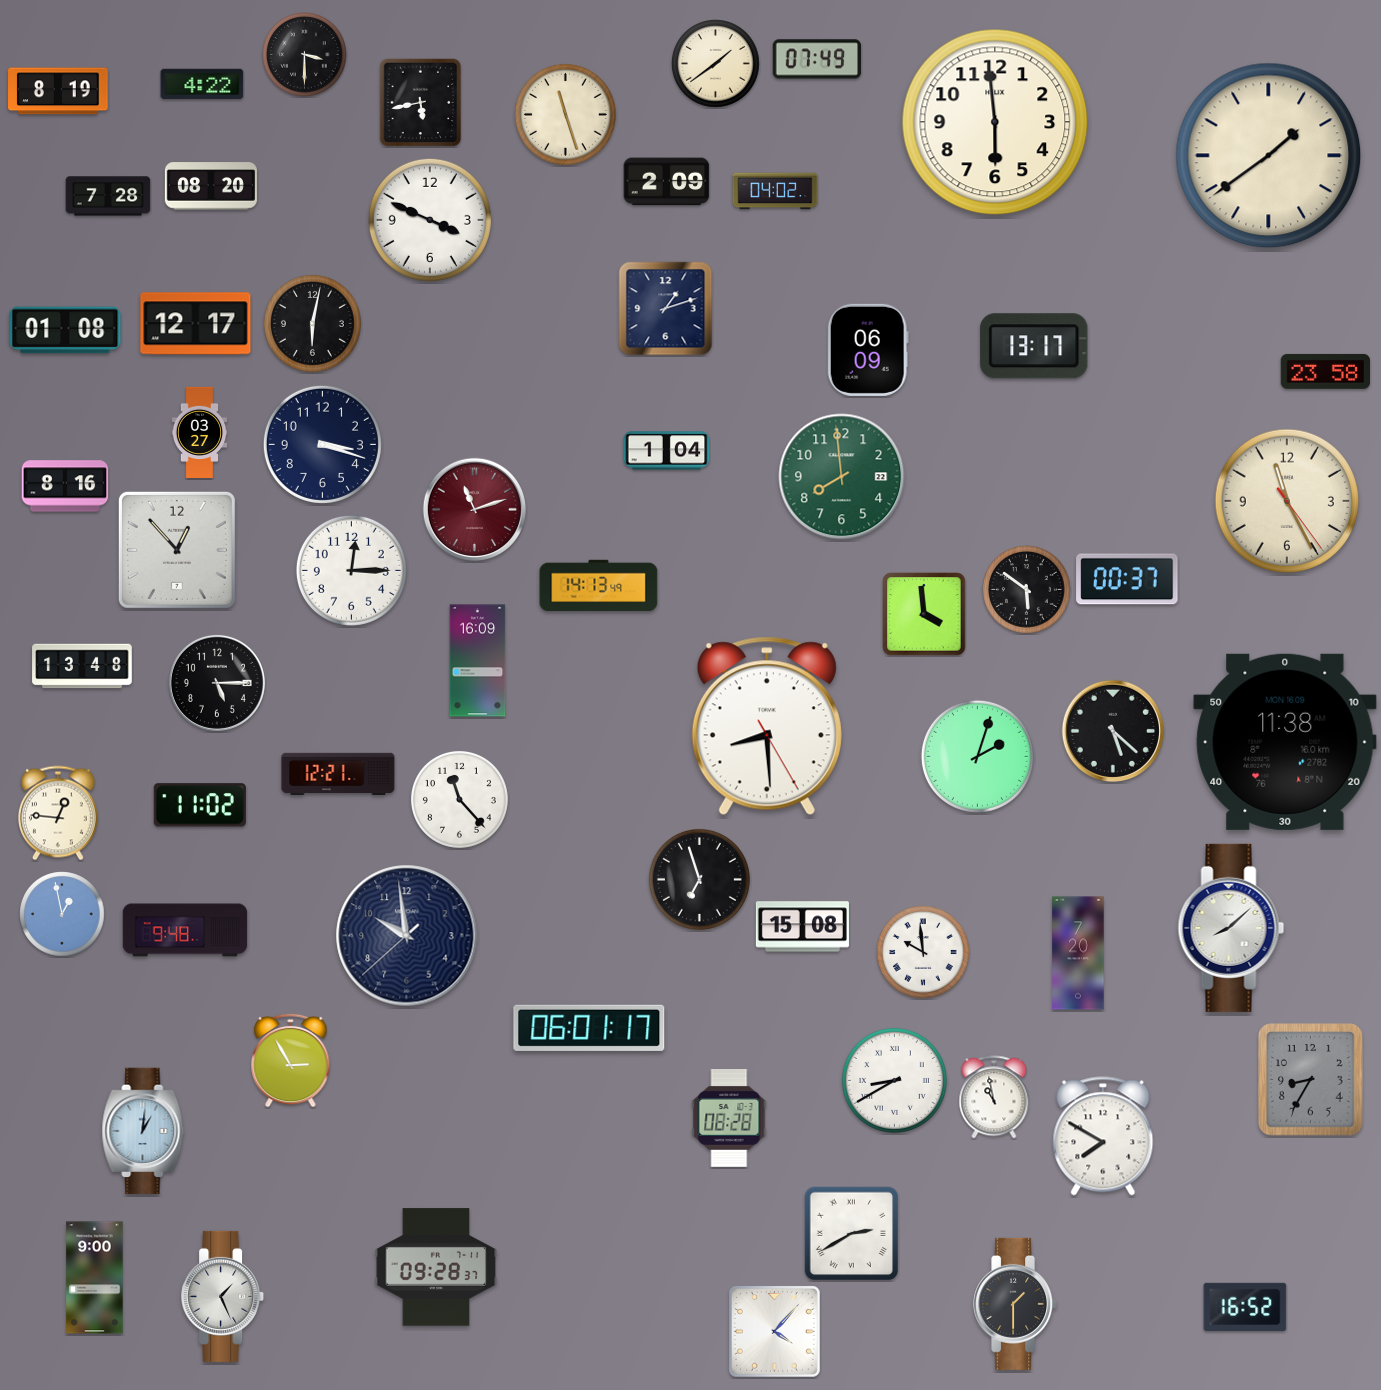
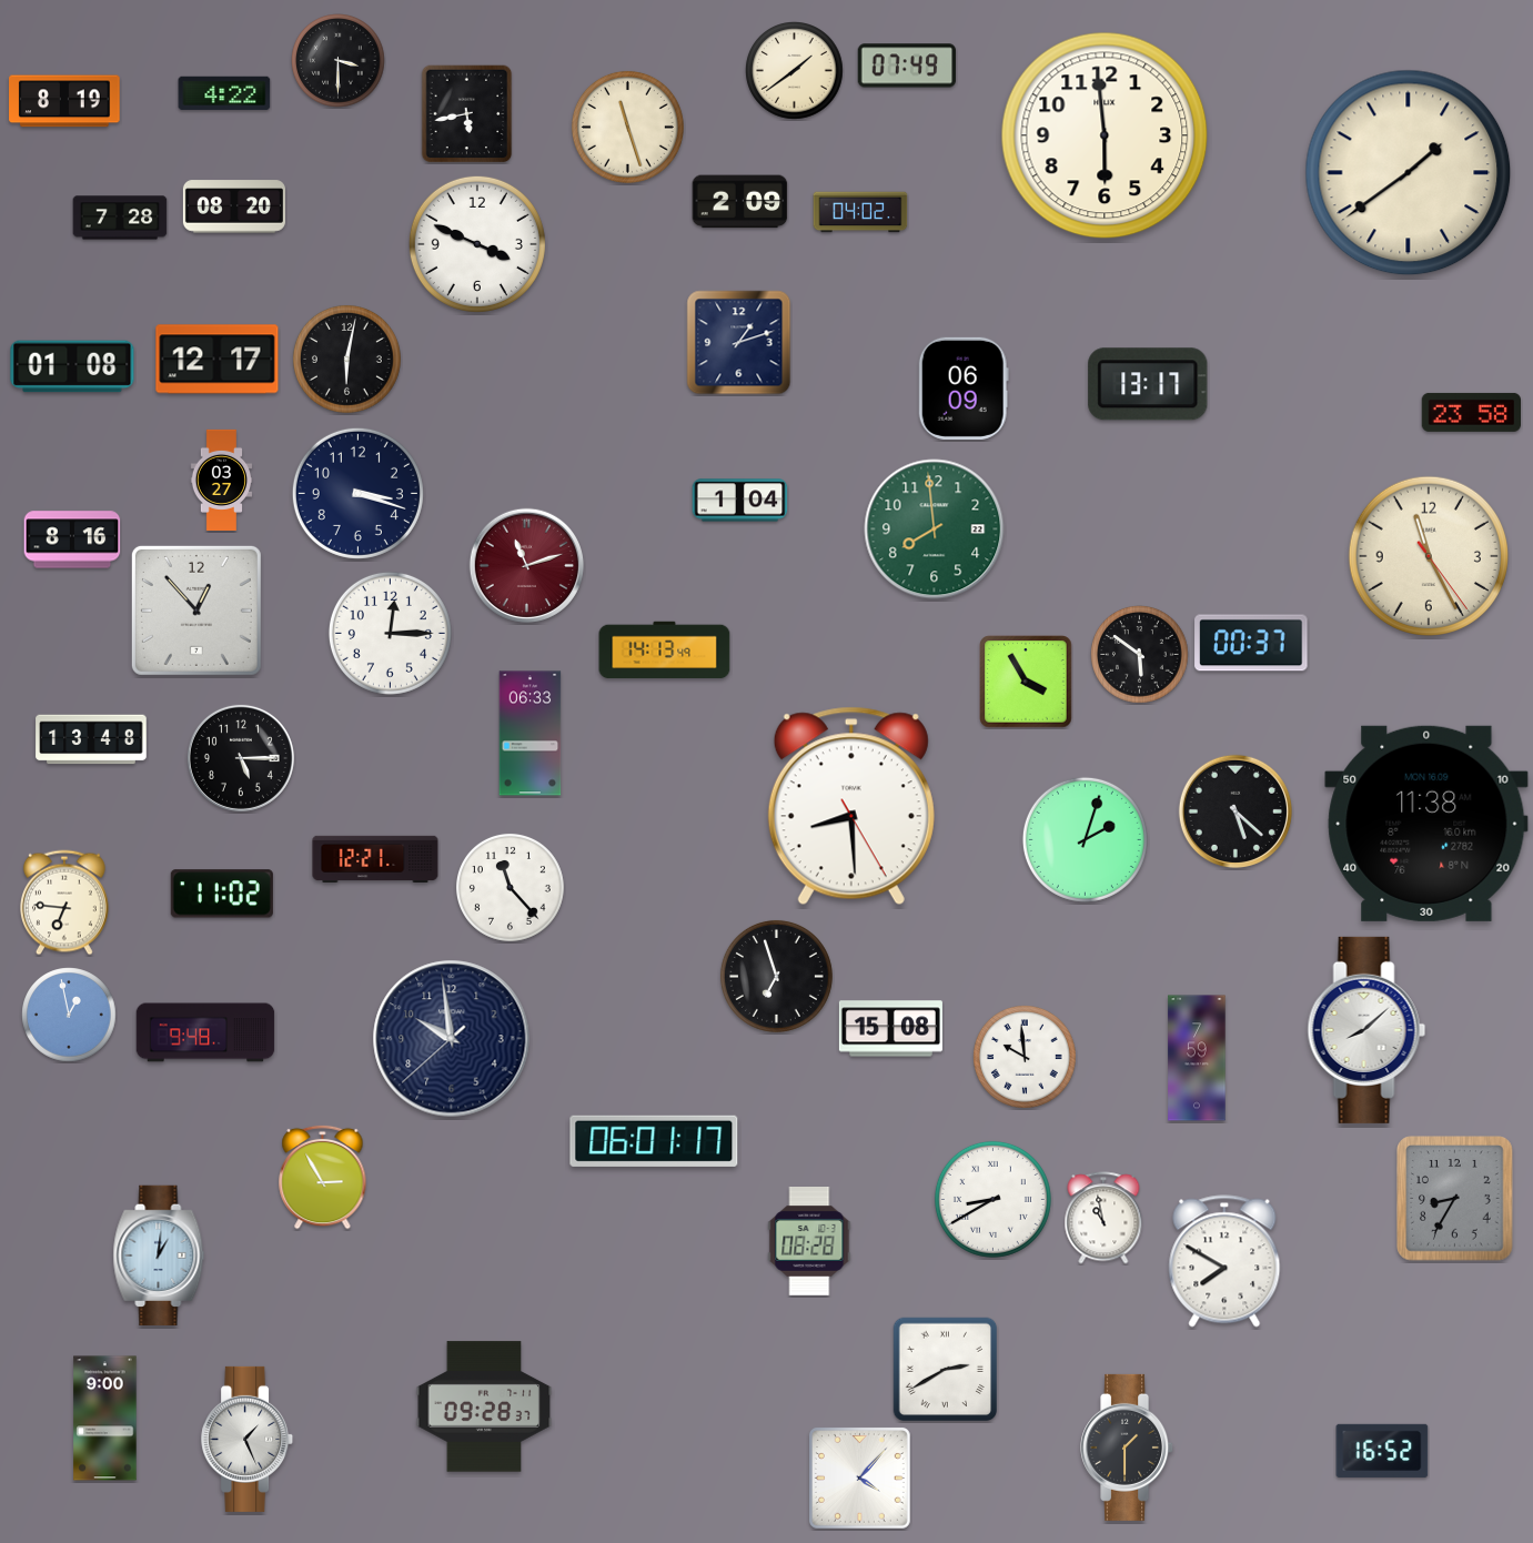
clock at (924, 614): 3:59 -> 3:55
clock at (478, 661): 16:09 -> 06:33
clock at (58, 813): 12:46 -> 6:46
clock at (1078, 953): 7:20 -> 7:59
